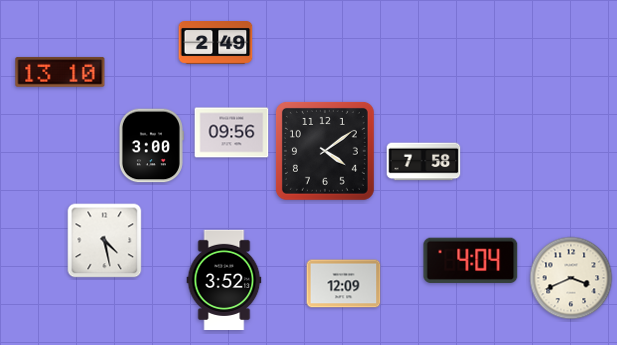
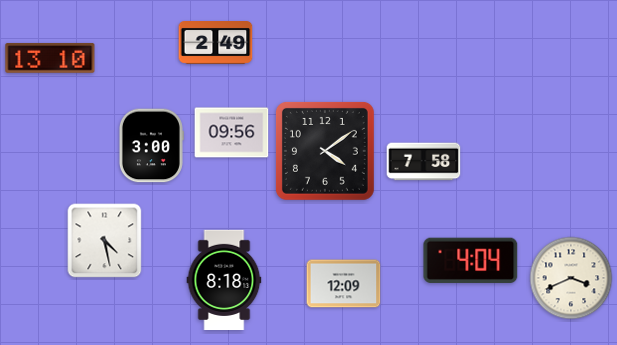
clock at (60, 72) position: (60, 72) -> (50, 58)
clock at (224, 279): 3:52 -> 8:18
